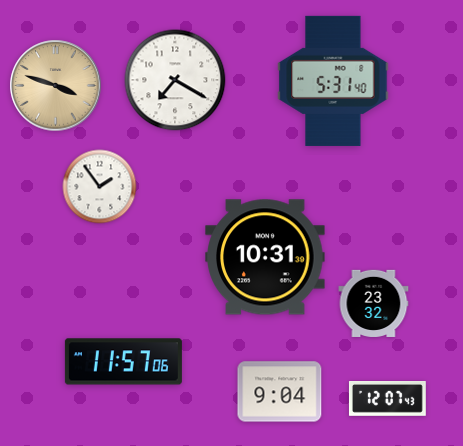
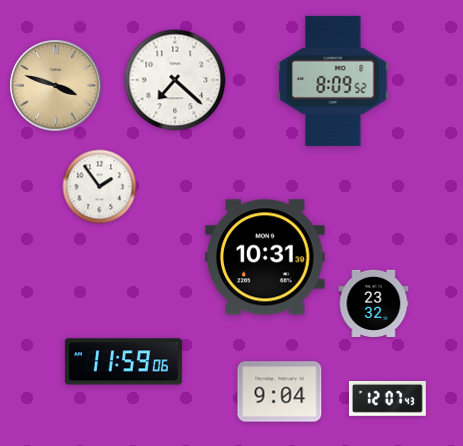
clock at (175, 80): 7:20 -> 7:22
clock at (333, 81): 5:31 -> 8:09
clock at (123, 362): 11:57 -> 11:59
